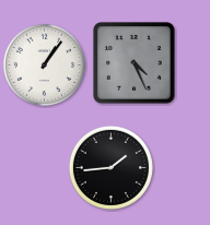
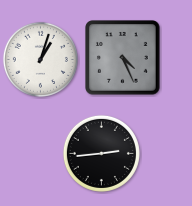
clock at (44, 64): 1:06 -> 1:03
clock at (110, 167): 1:44 -> 2:44
